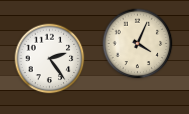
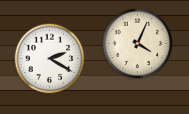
clock at (50, 59): 2:24 -> 2:20
